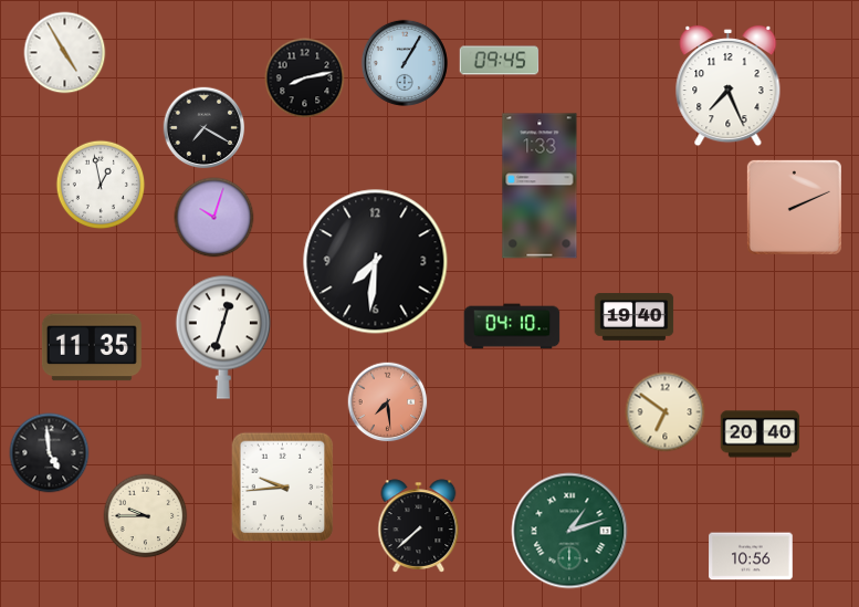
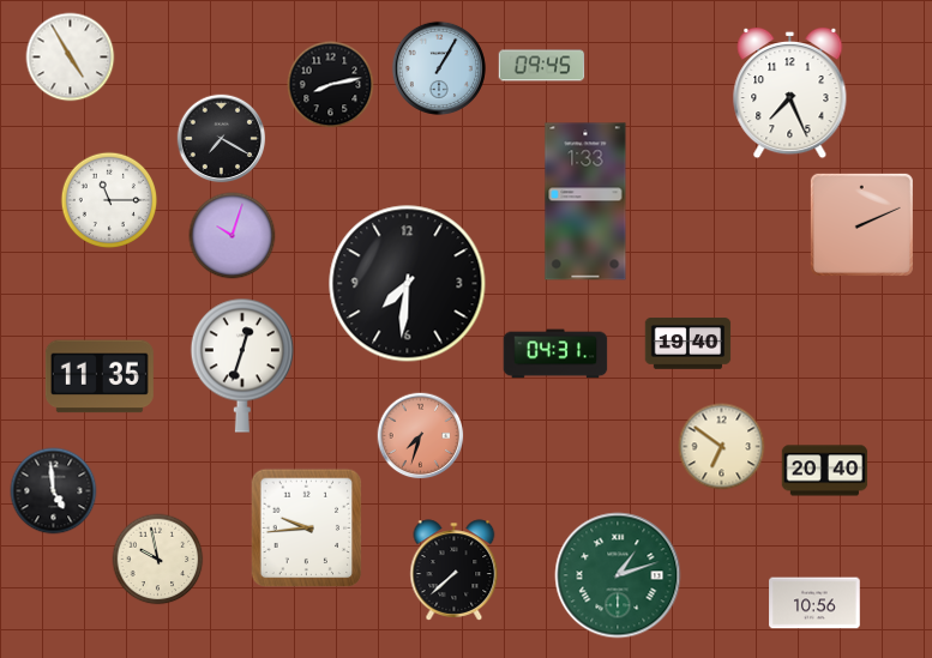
clock at (101, 185): 12:58 -> 11:15
clock at (512, 326): 04:10 -> 04:31
clock at (388, 402): 7:29 -> 7:33
clock at (146, 516): 9:45 -> 9:58
